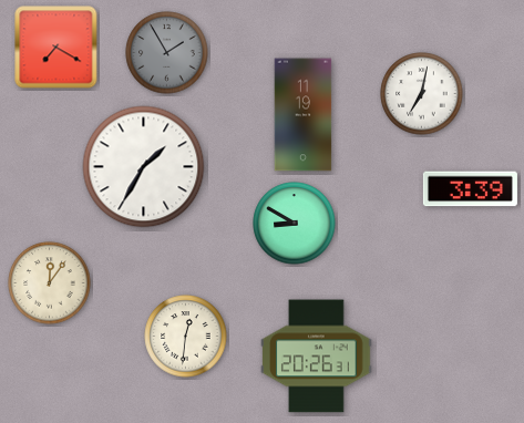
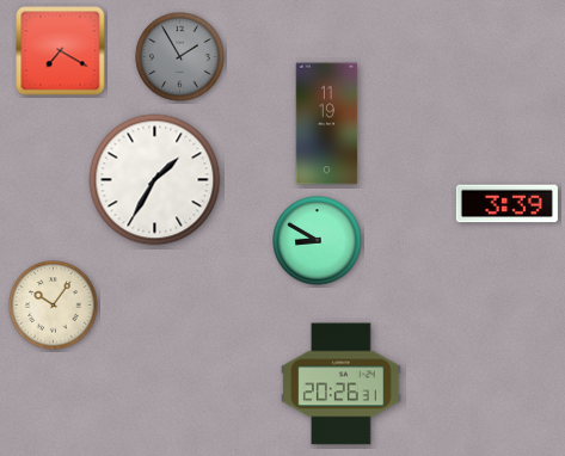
clock at (422, 94): 7:02 -> none
clock at (50, 283): 12:06 -> 10:06
clock at (186, 337): 12:31 -> none
